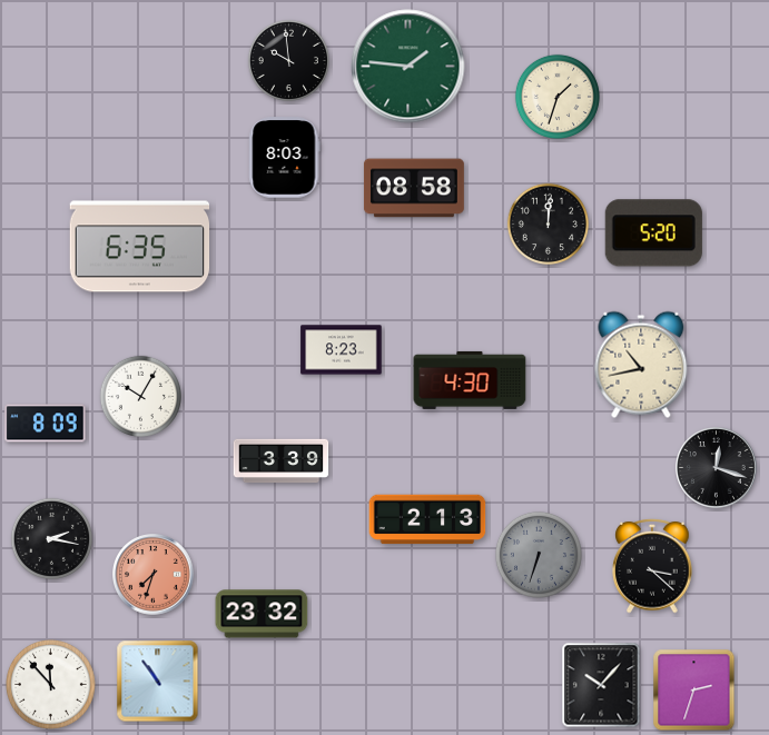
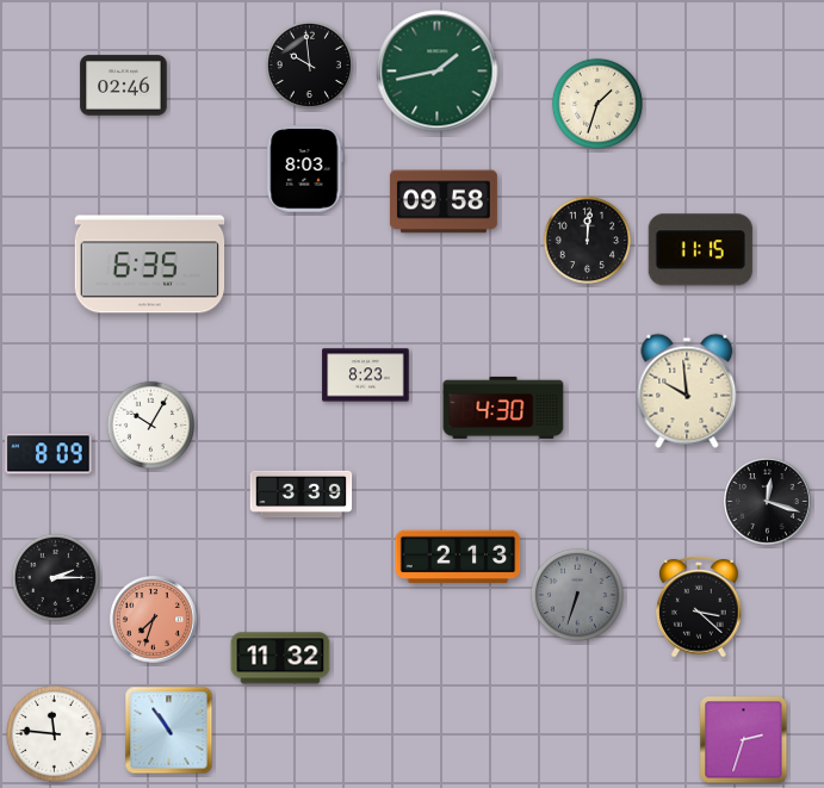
clock at (408, 67): 1:46 -> 1:43
clock at (124, 86): none -> 02:46
clock at (414, 188): 08:58 -> 09:58
clock at (653, 234): 5:20 -> 11:15
clock at (641, 365): 10:43 -> 9:59
clock at (51, 538): 2:17 -> 2:15
clock at (154, 575) position: (154, 575) -> (154, 620)
clock at (262, 614): 23:32 -> 11:32
clock at (50, 684): 11:53 -> 11:46
clock at (601, 685): 10:07 -> none
